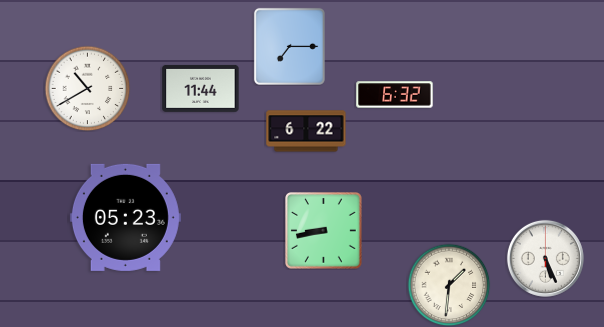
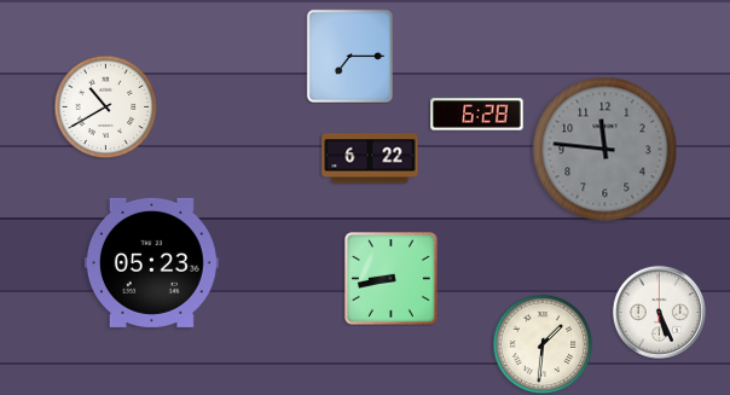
clock at (201, 88): 11:44 -> none
clock at (395, 95): 6:32 -> 6:28
clock at (606, 150): none -> 11:46
